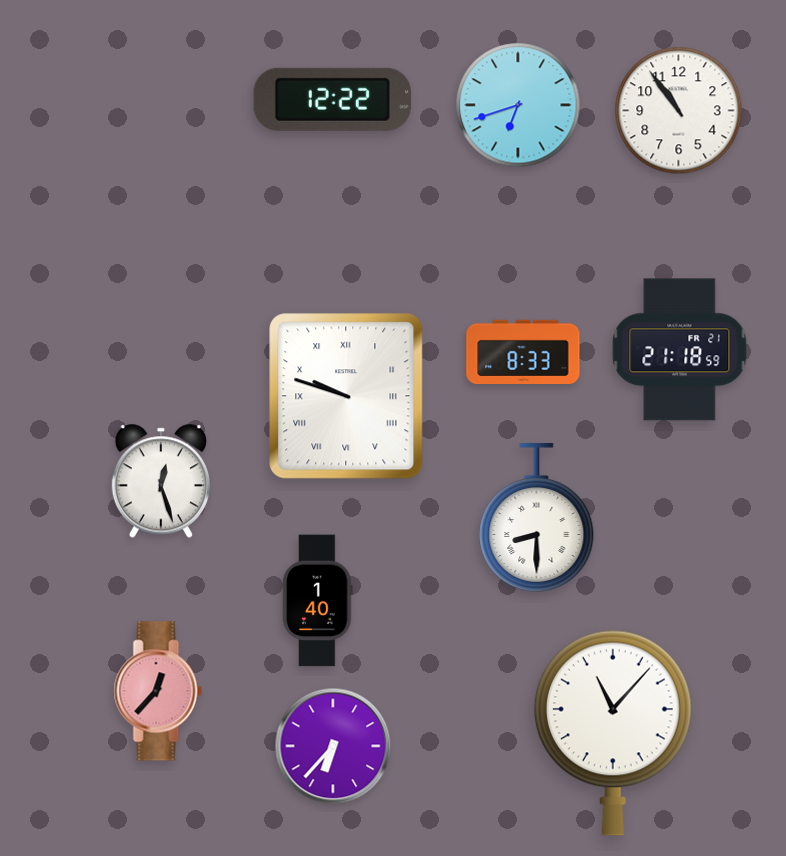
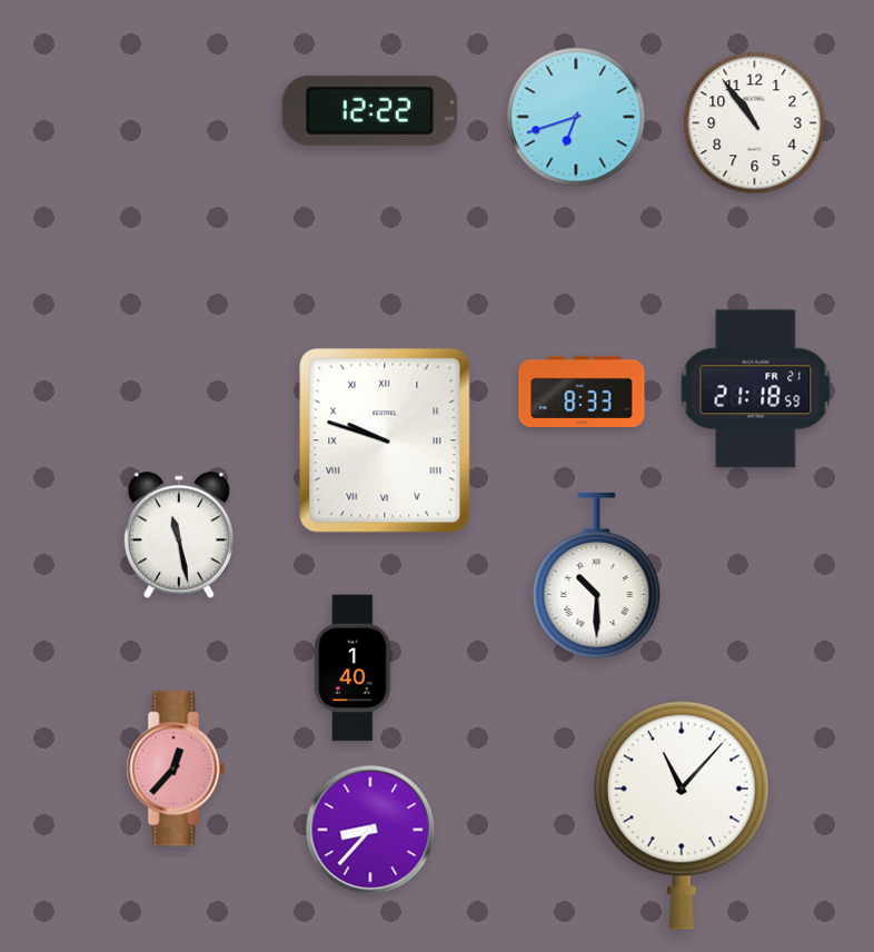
clock at (161, 481): 12:27 -> 11:28
clock at (537, 517): 8:30 -> 10:30
clock at (333, 746): 6:37 -> 8:37
